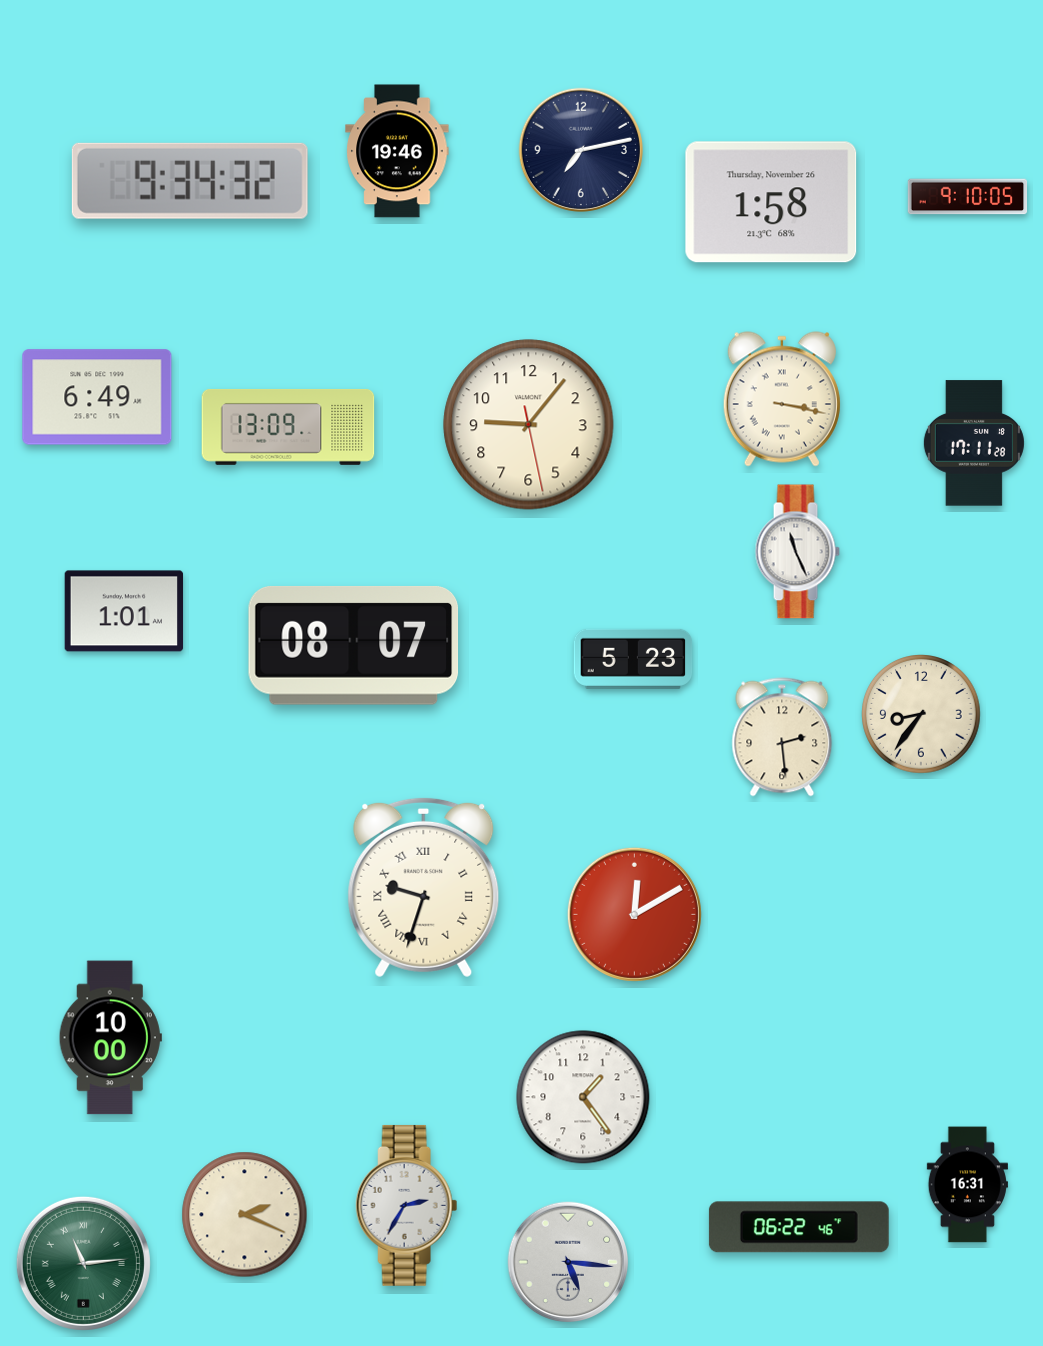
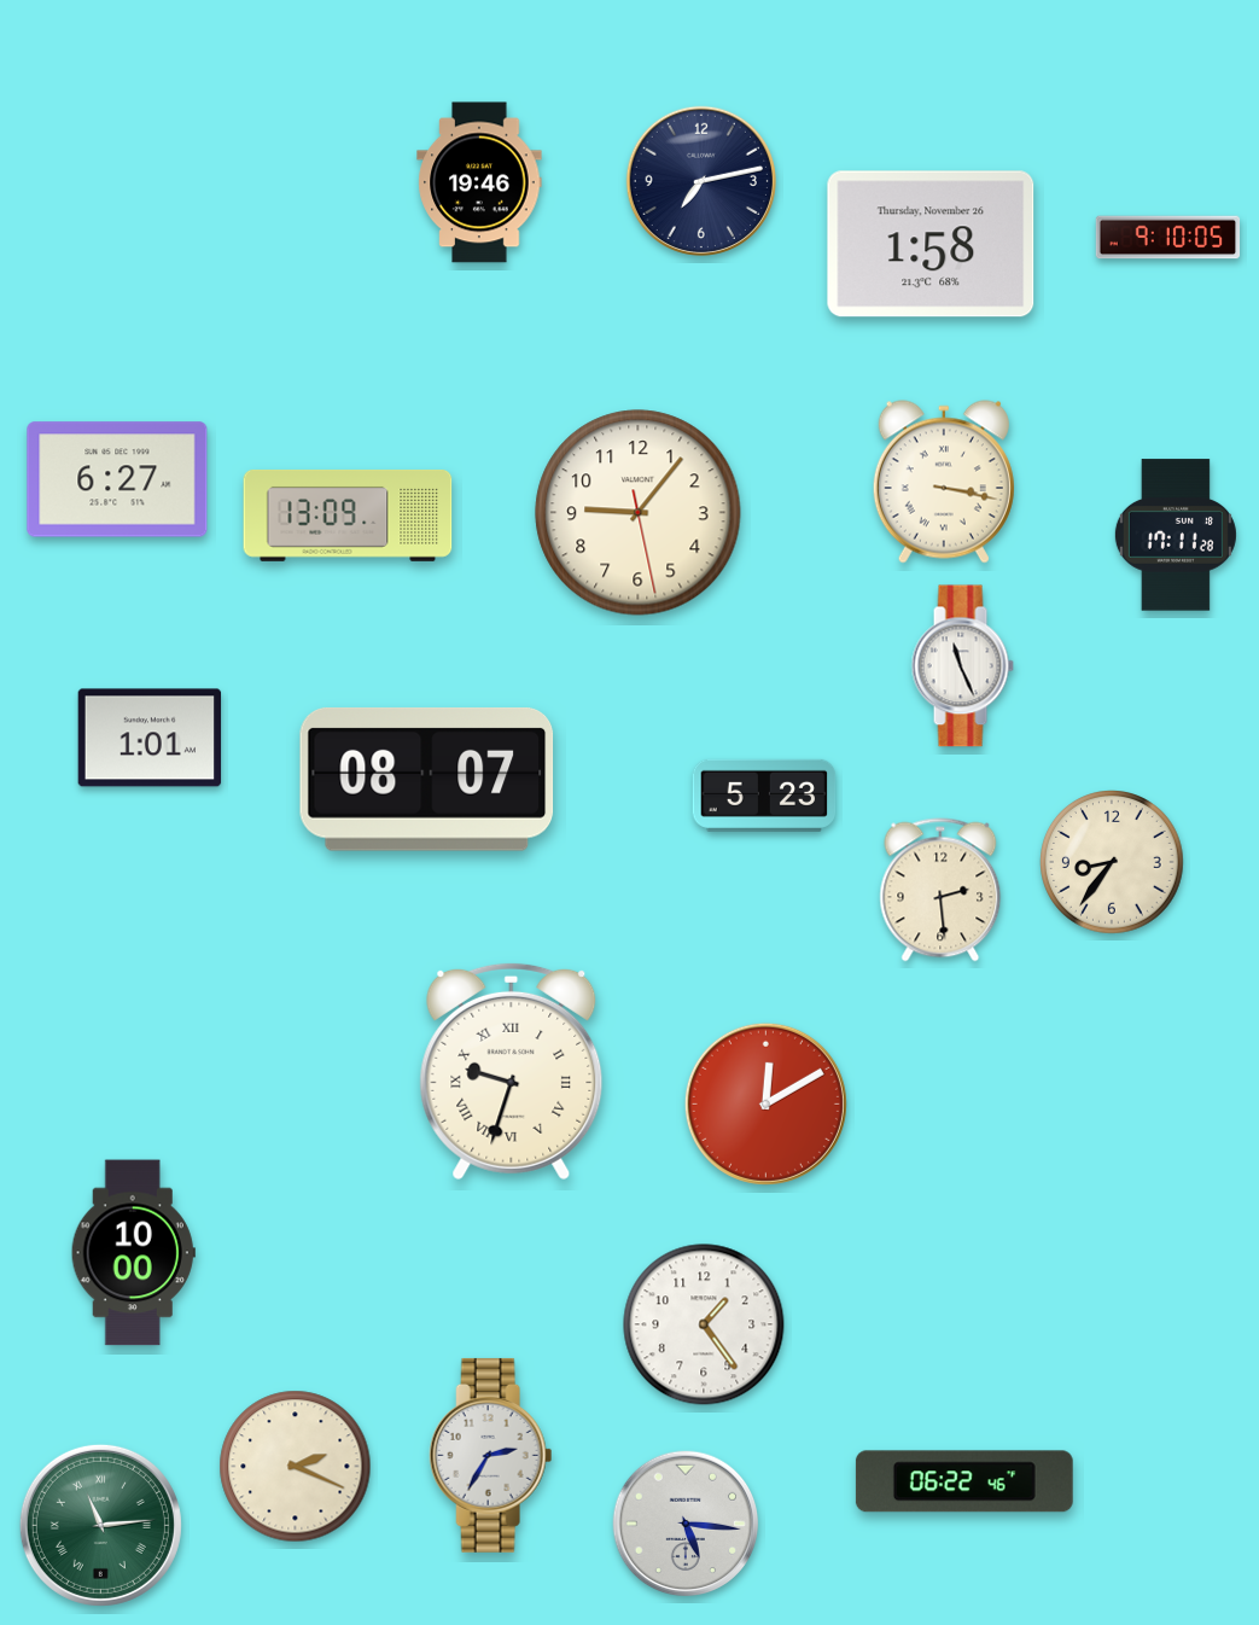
clock at (190, 181): 9:34 -> none
clock at (97, 397): 6:49 -> 6:27
clock at (782, 737) position: (782, 737) -> (940, 890)
clock at (967, 1185): 16:31 -> none
